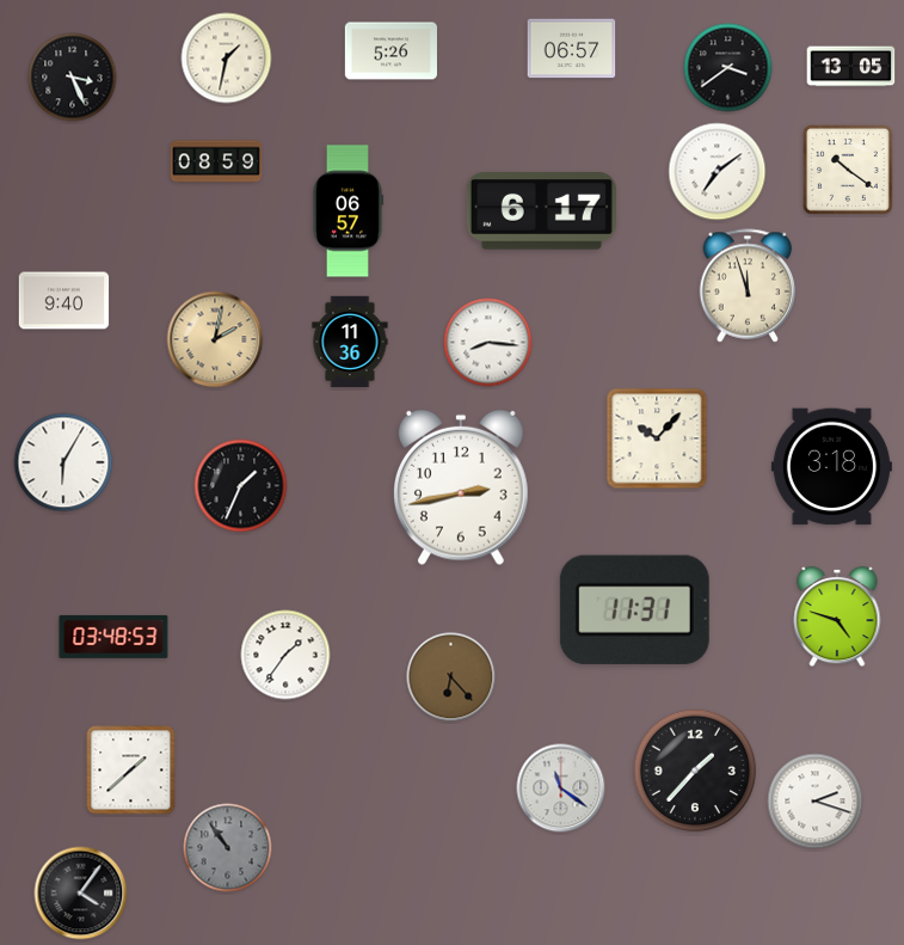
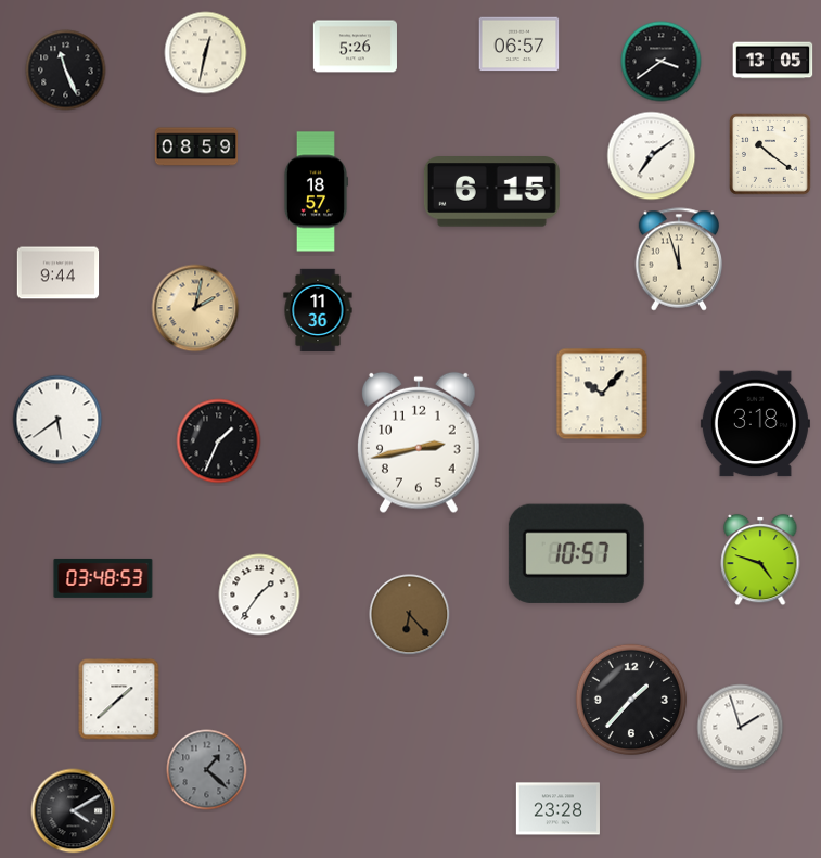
clock at (227, 59): 1:32 -> 12:32
clock at (73, 78): 3:26 -> 11:26
clock at (346, 211): 06:57 -> 18:57
clock at (541, 211): 6:17 -> 6:15
clock at (64, 301): 9:40 -> 9:44
clock at (488, 343): 8:16 -> none
clock at (657, 438) position: (657, 438) -> (602, 394)
clock at (63, 462): 6:05 -> 5:39
clock at (634, 609): 11:31 -> 10:57
clock at (561, 788): 11:21 -> none
clock at (816, 802): 2:18 -> 1:57
clock at (228, 848): 10:54 -> 1:22
clock at (557, 809): none -> 23:28
clock at (81, 894): 4:06 -> 4:10
